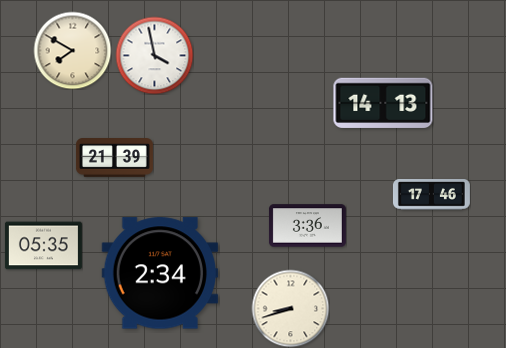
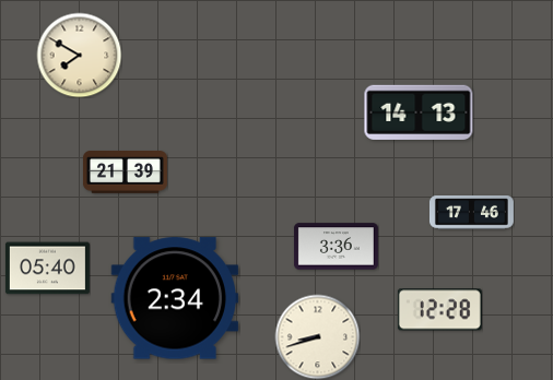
clock at (154, 55): 3:58 -> none
clock at (43, 246): 05:35 -> 05:40
clock at (439, 310): none -> 12:28
